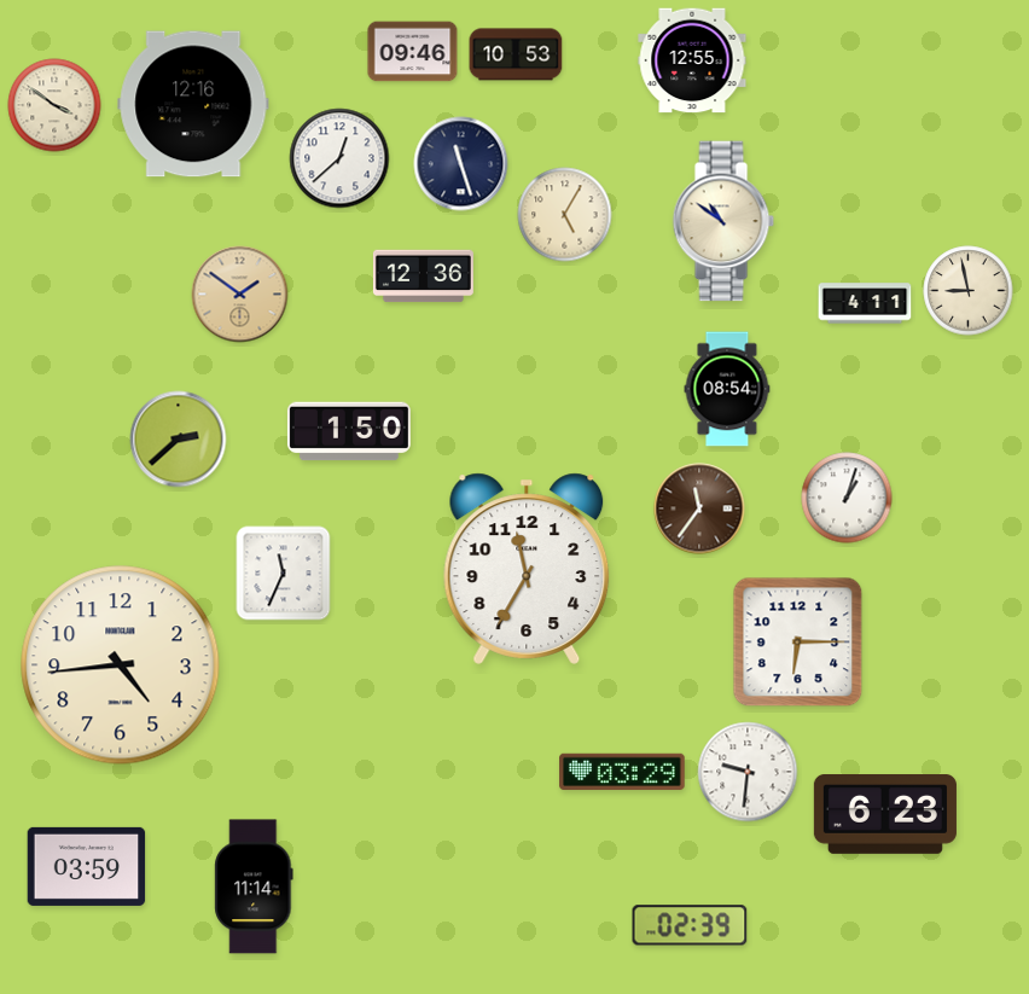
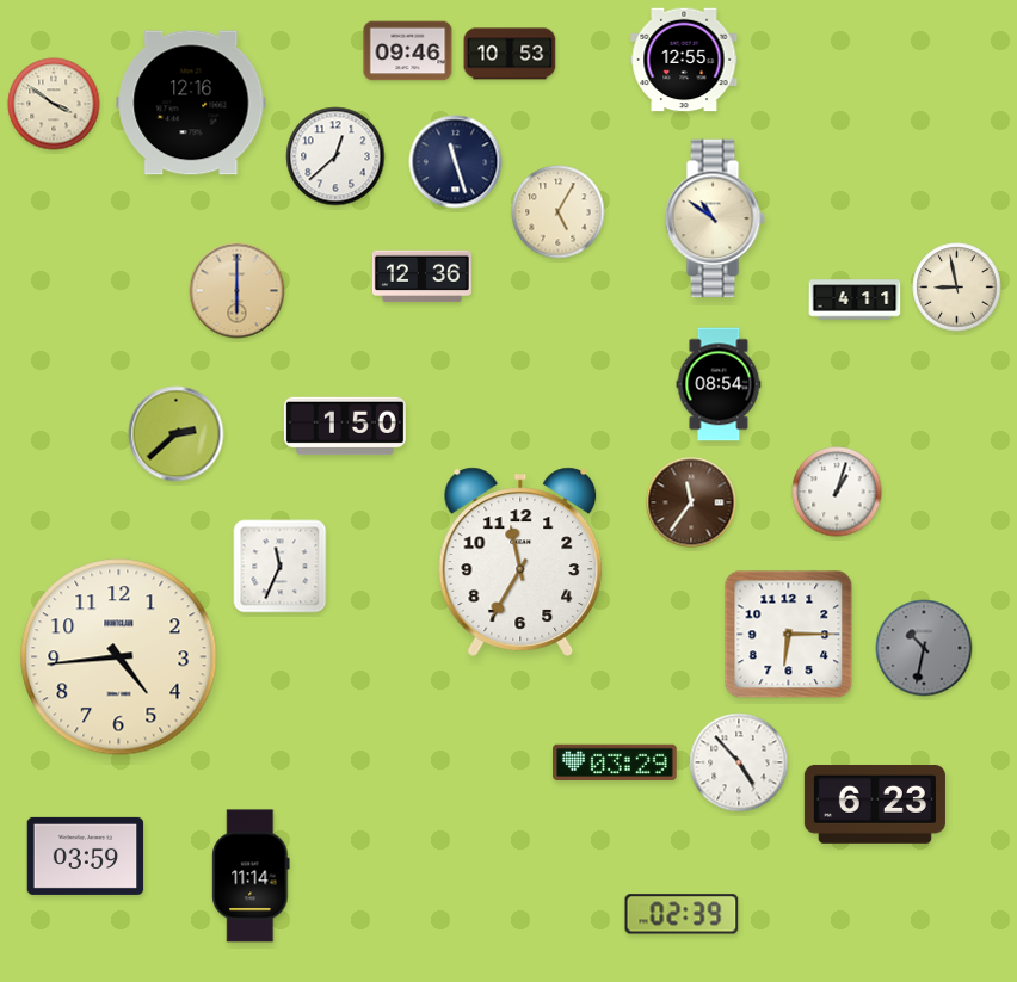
clock at (423, 277) position: (423, 277) -> (421, 277)
clock at (240, 295): 1:51 -> 6:00
clock at (924, 648): none -> 10:32
clock at (748, 772): 9:31 -> 4:53
